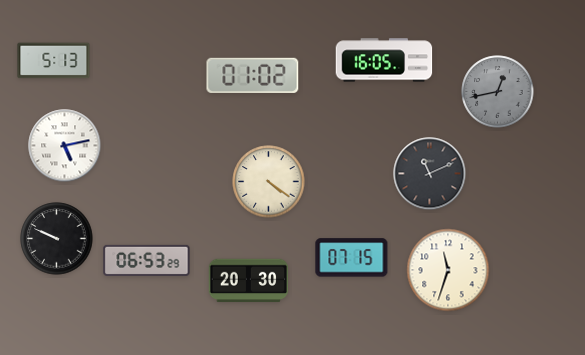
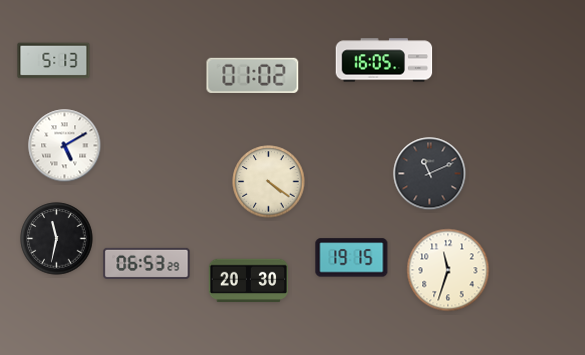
clock at (498, 92): 12:43 -> none
clock at (65, 146): 5:13 -> 5:10
clock at (57, 239): 9:49 -> 11:32
clock at (352, 258): 07:15 -> 19:15
clock at (147, 260) position: (147, 260) -> (147, 263)
